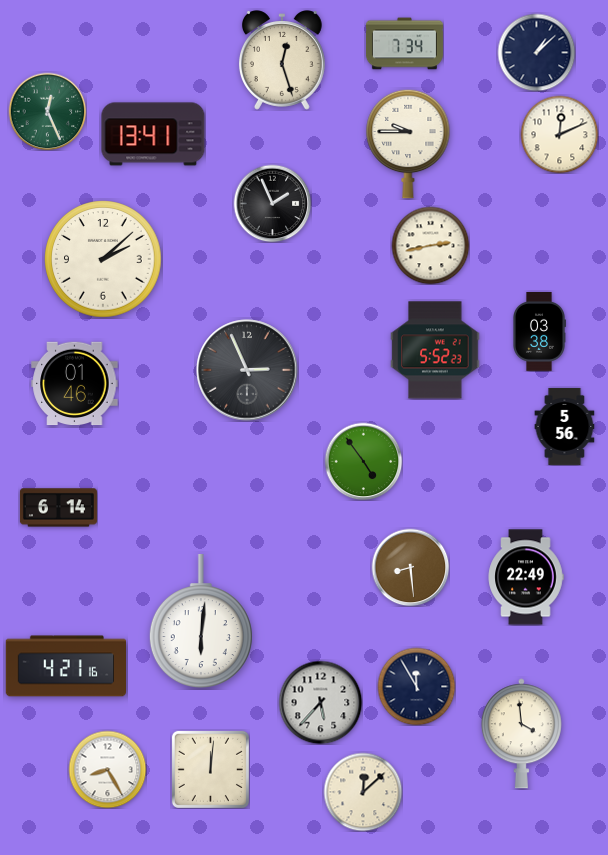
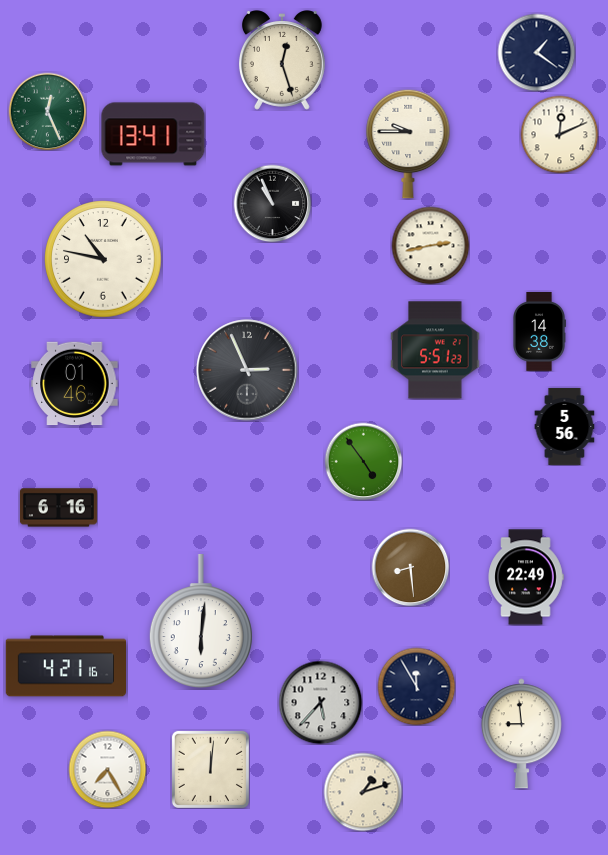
clock at (404, 44): 7:34 -> none
clock at (536, 52): 1:08 -> 1:21
clock at (272, 203): 1:56 -> 10:56
clock at (103, 259): 2:08 -> 10:47
clock at (540, 331): 03:38 -> 14:38
clock at (435, 350): 5:52 -> 5:51
clock at (58, 508): 6:14 -> 6:16
clock at (521, 734): 3:59 -> 8:59
clock at (107, 769): 8:25 -> 7:25
clock at (363, 792): 12:08 -> 1:12
